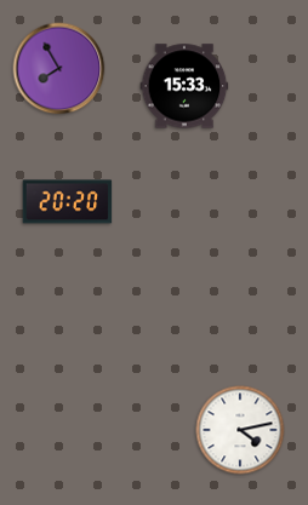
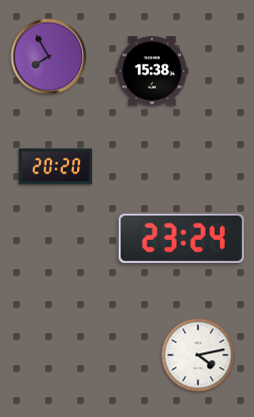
clock at (184, 86): 15:33 -> 15:38
clock at (181, 238): none -> 23:24
